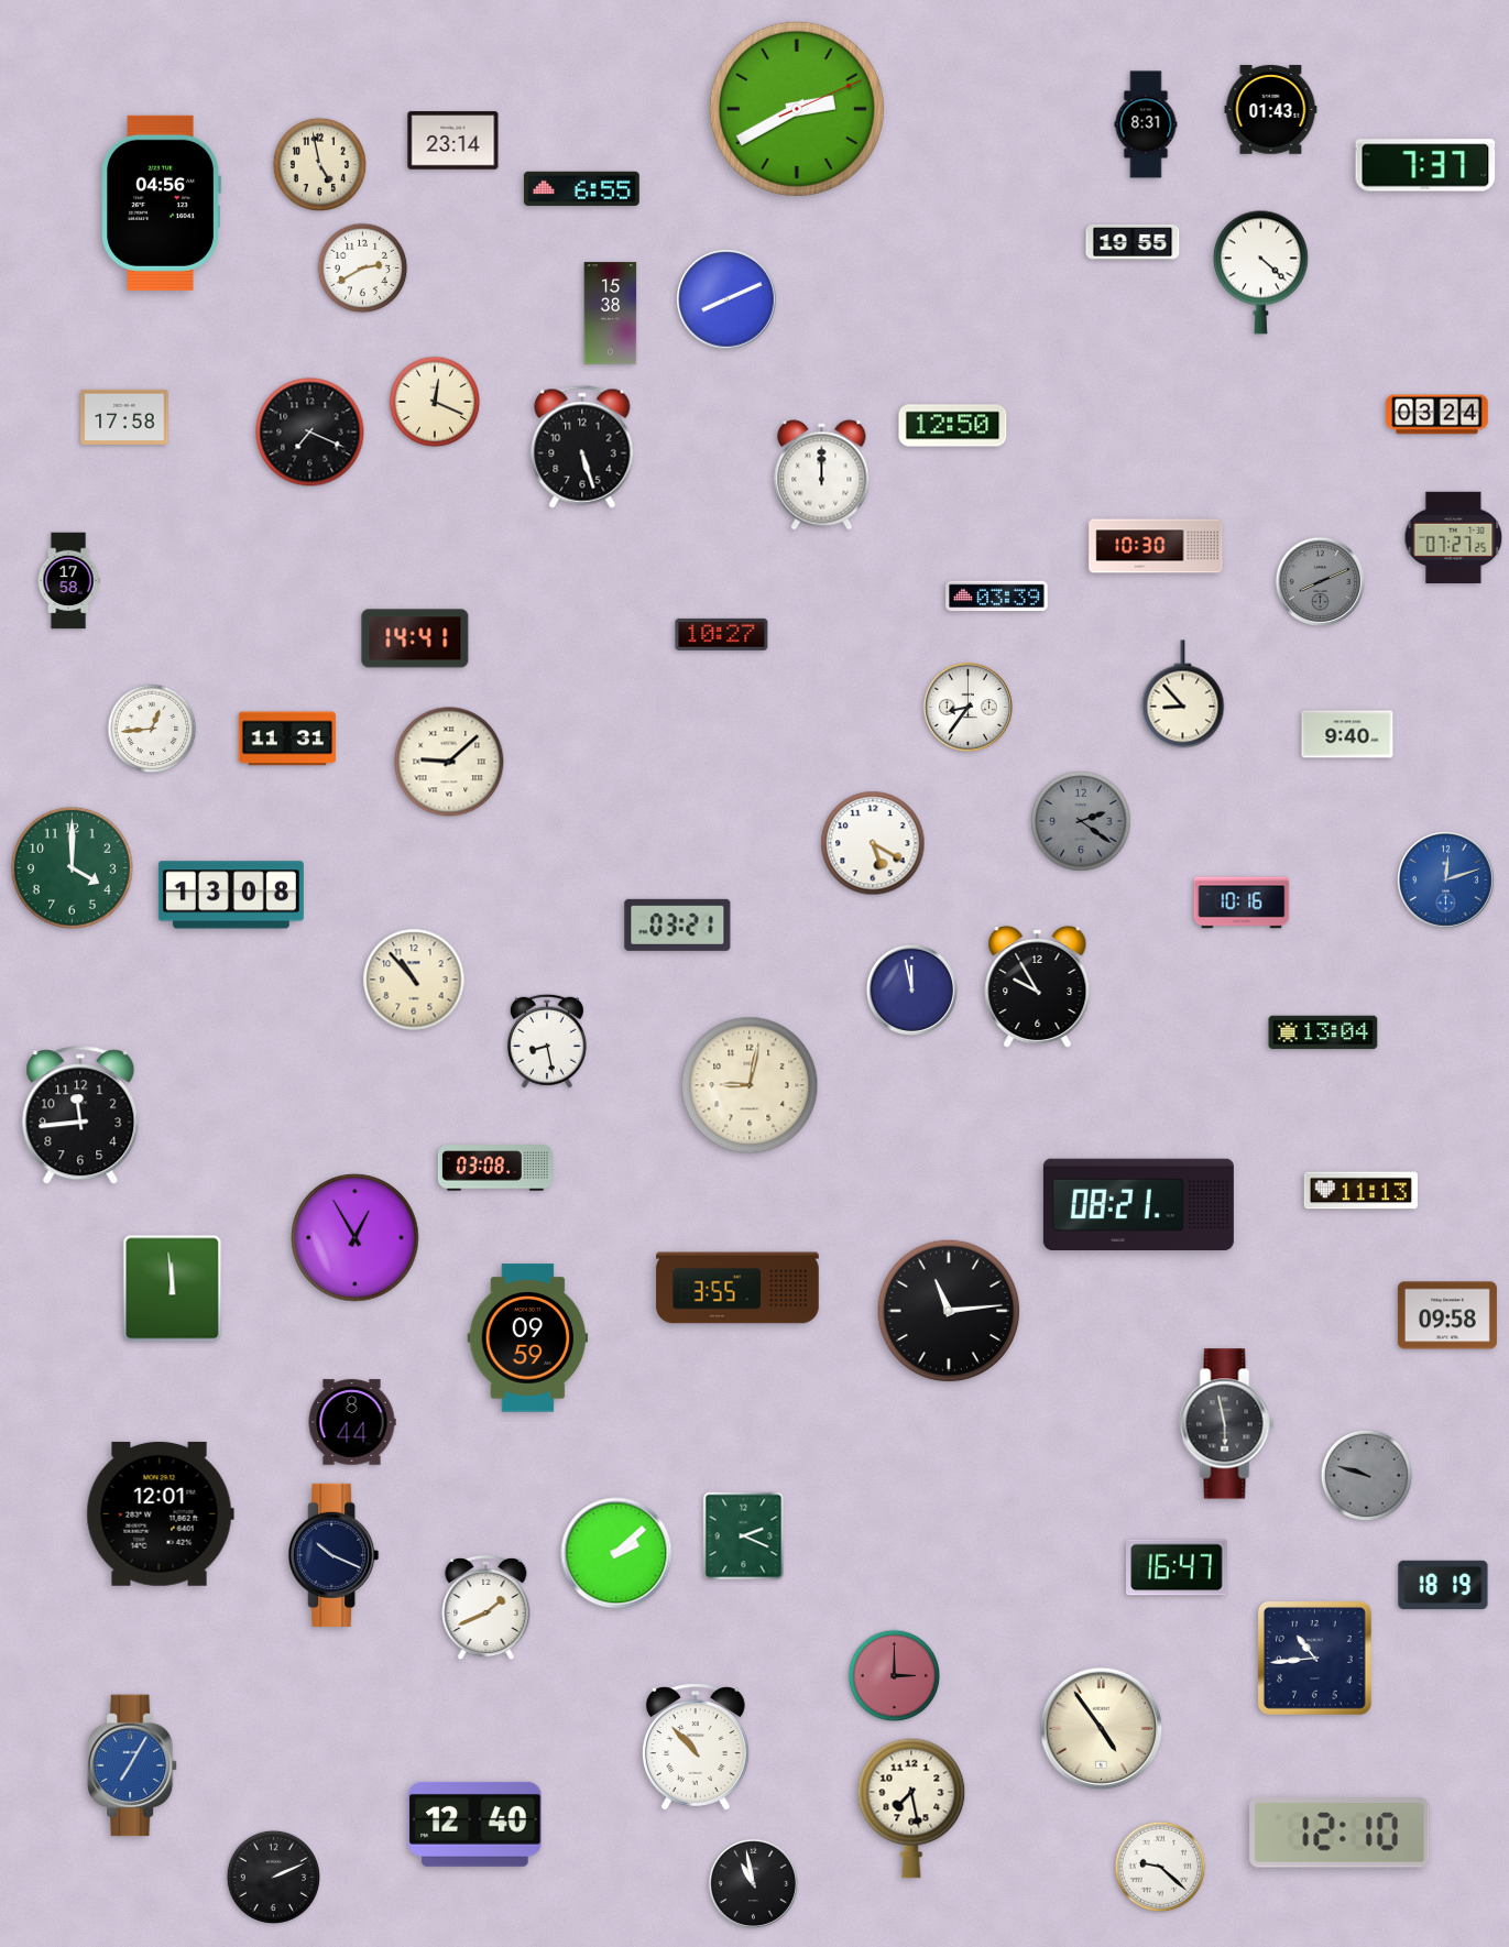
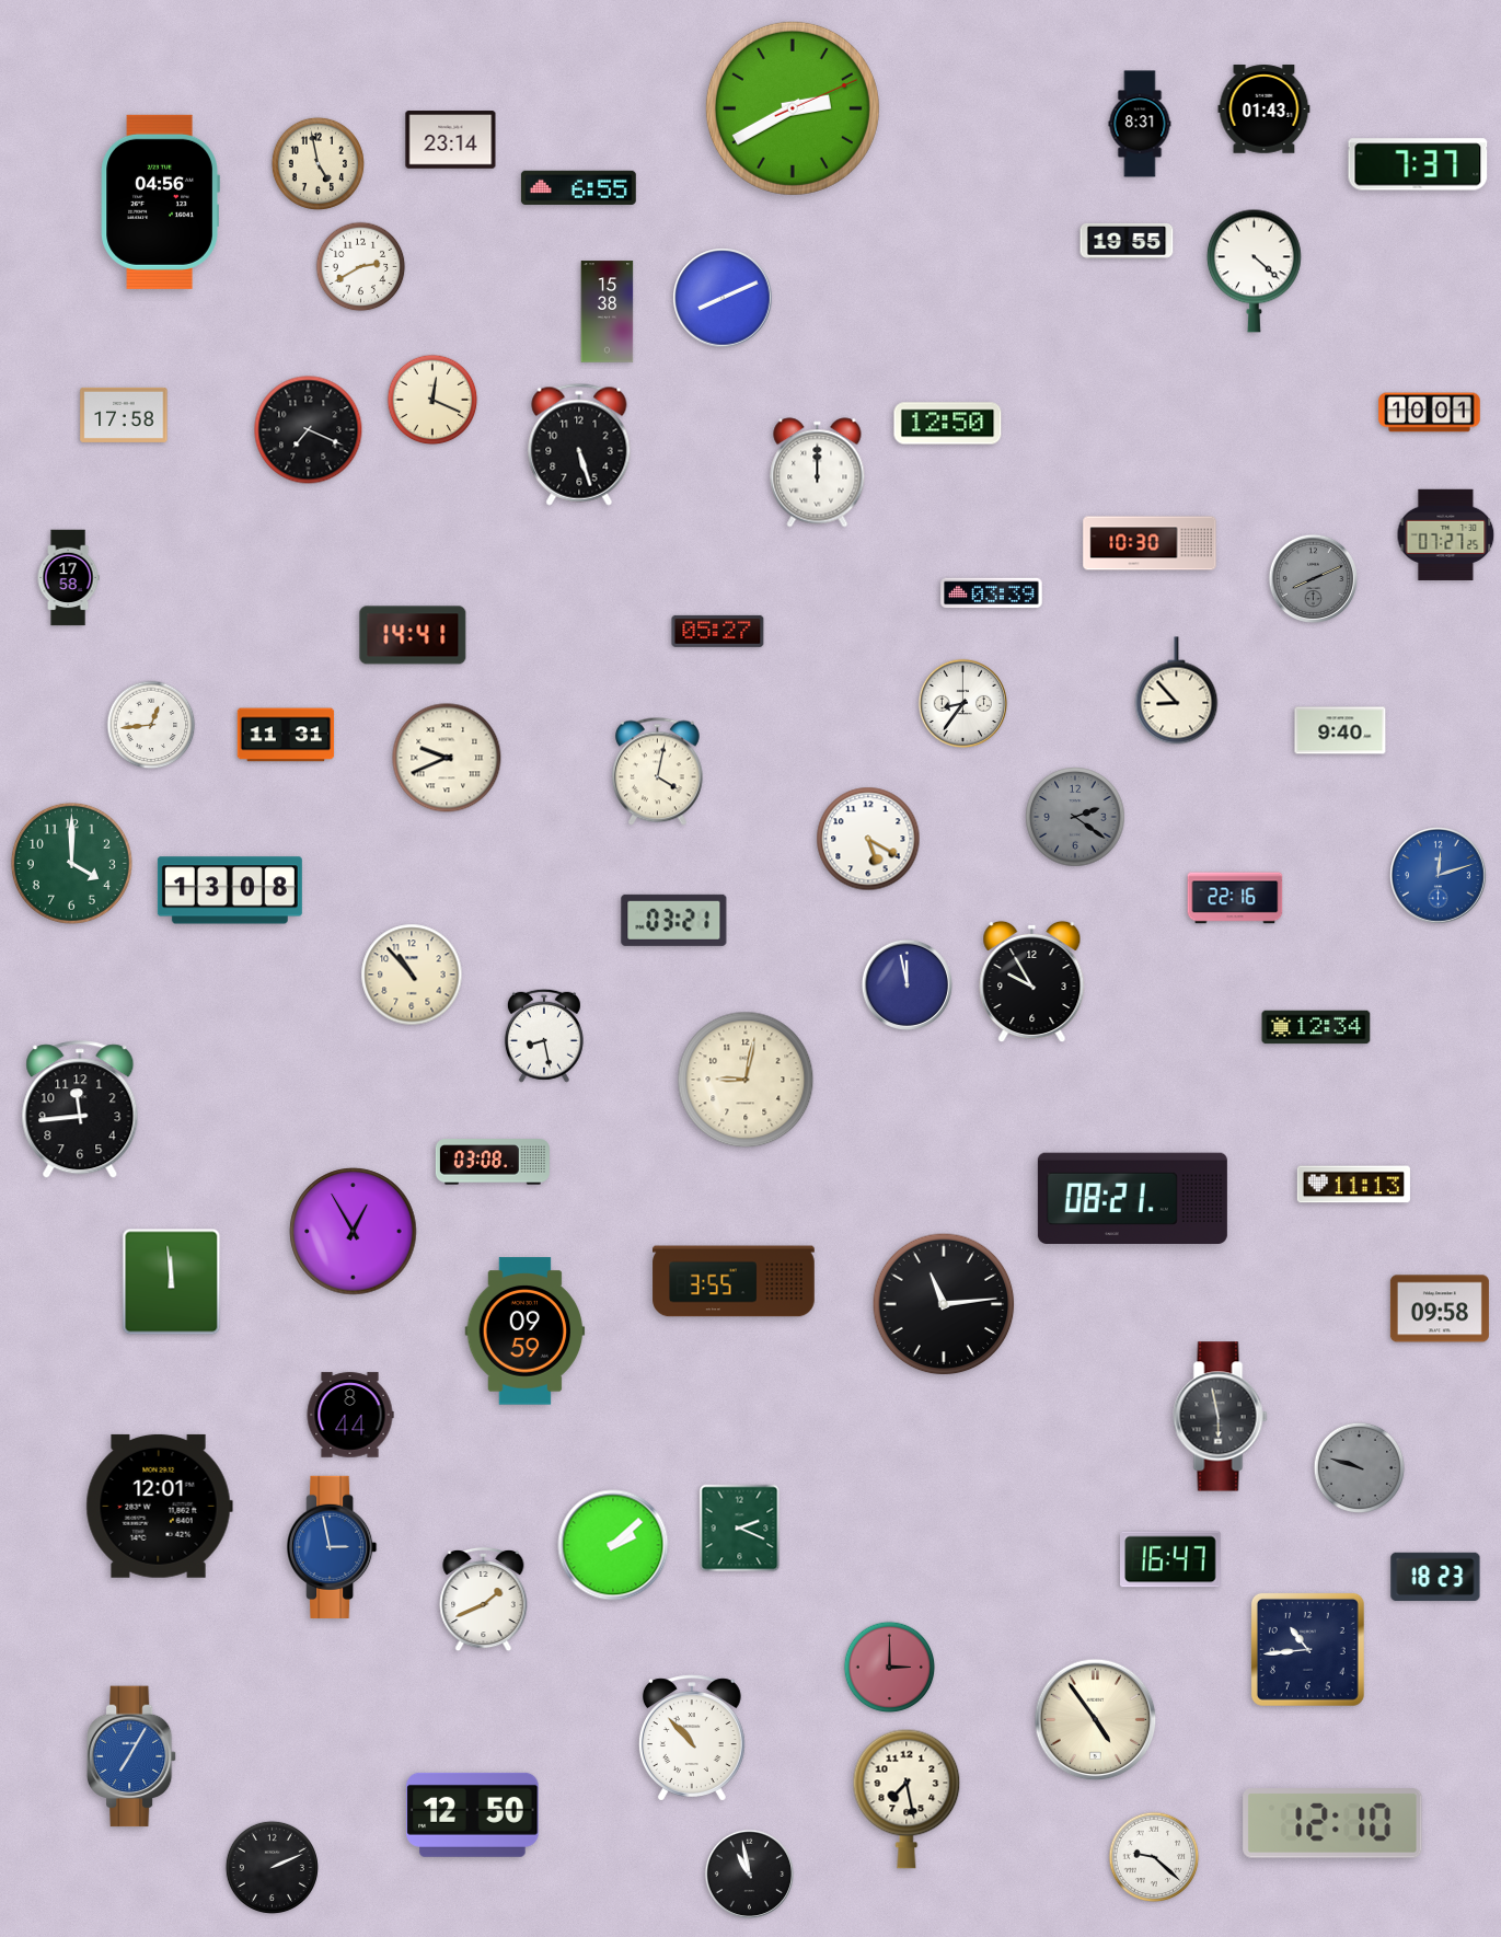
clock at (1437, 415): 03:24 -> 10:01
clock at (722, 634): 10:27 -> 05:27
clock at (449, 762): 9:08 -> 9:41
clock at (658, 772): none -> 4:02
clock at (1242, 903): 10:16 -> 22:16
clock at (1323, 1032): 13:04 -> 12:34
clock at (333, 1555): 10:19 -> 2:58
clock at (333, 1555) dial: navy -> blue
clock at (1443, 1584): 18:19 -> 18:23
clock at (475, 1824): 12:40 -> 12:50
